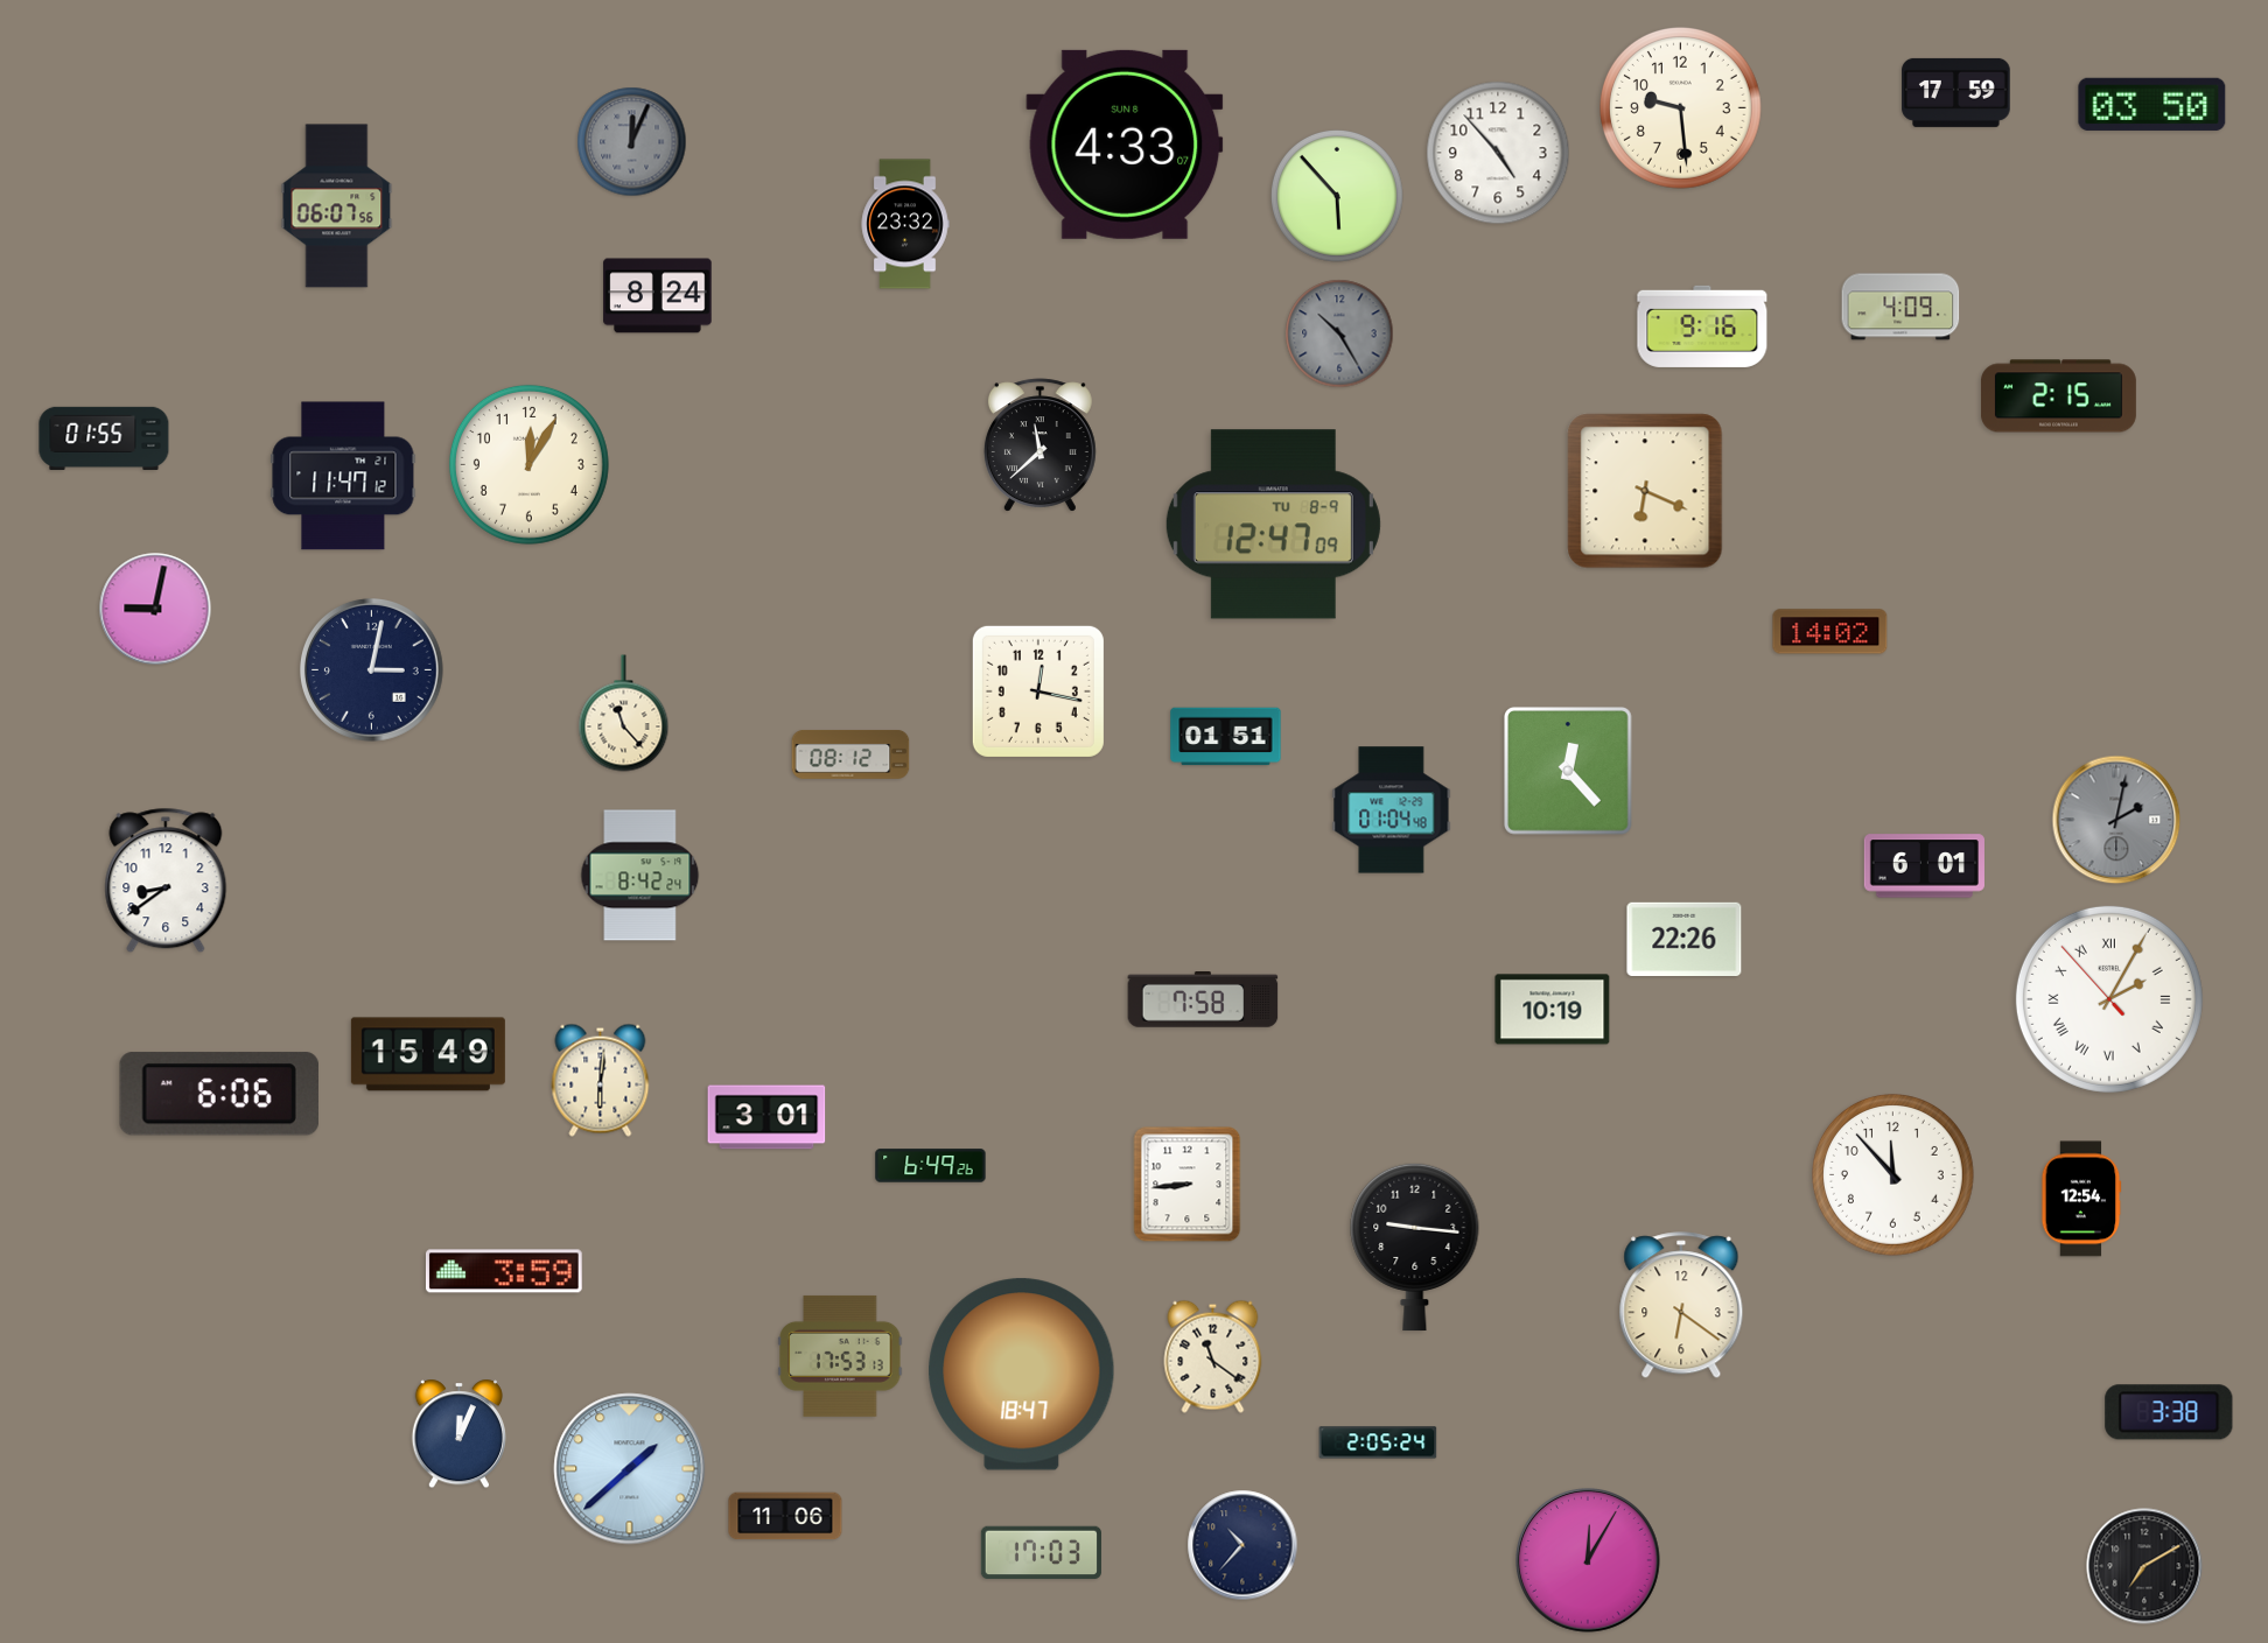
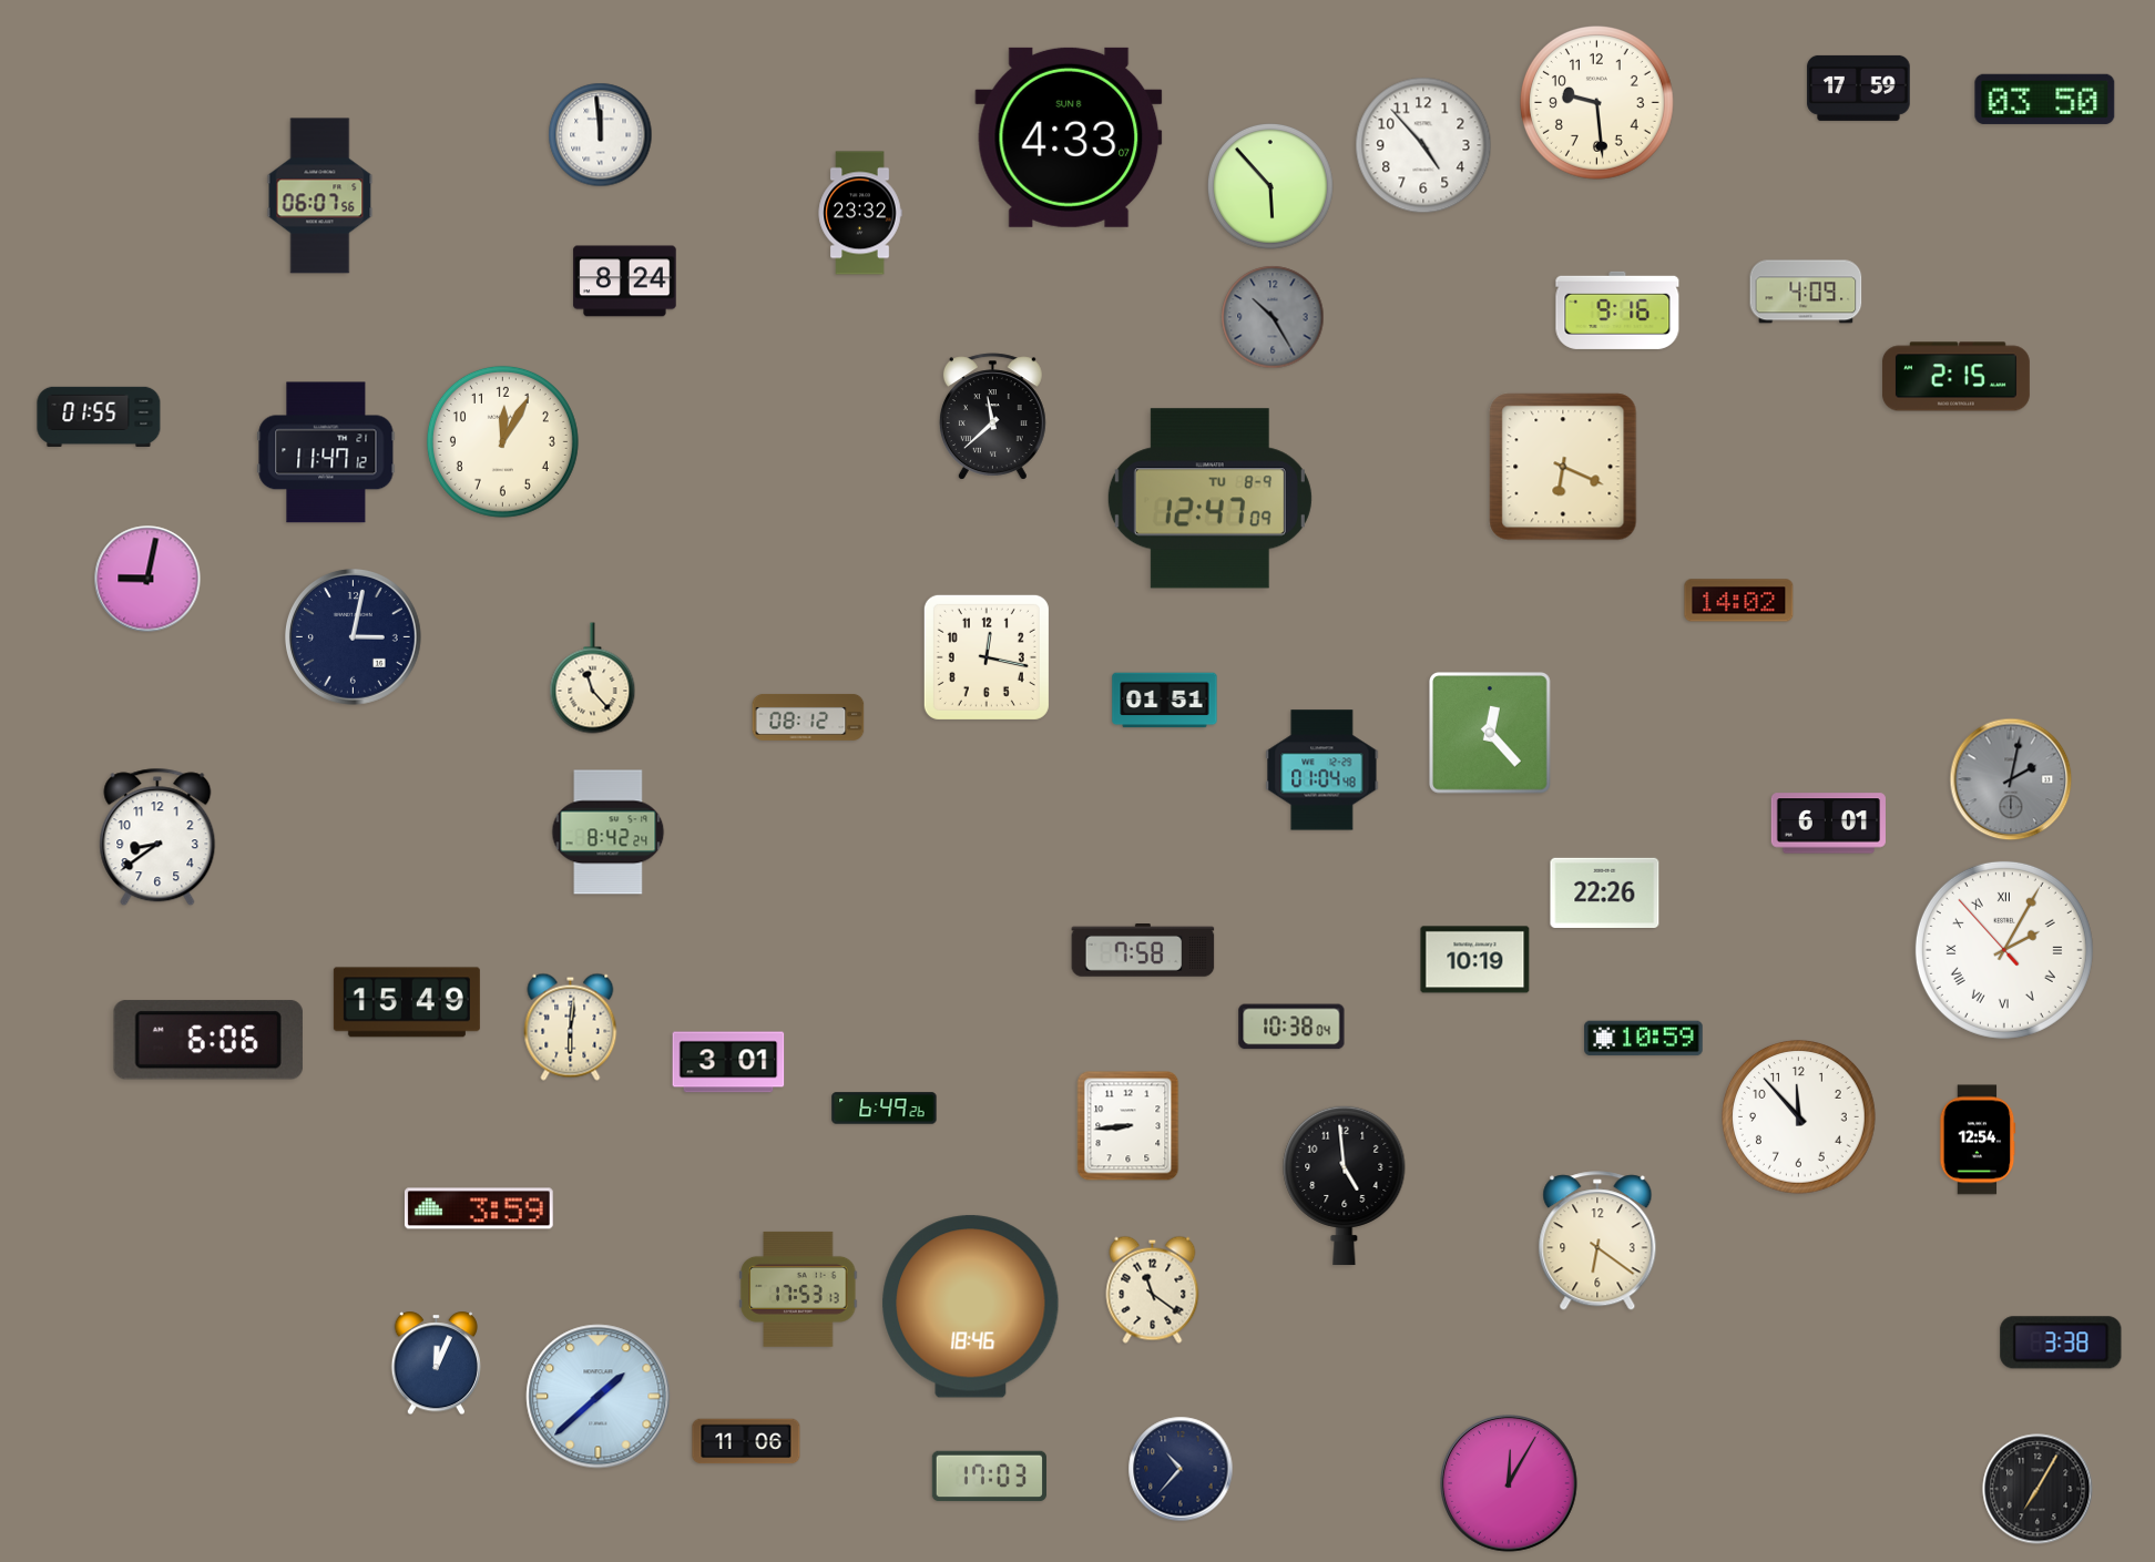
clock at (632, 142): 12:04 -> 11:59
clock at (632, 142) dial: grey -> white
clock at (1039, 445) position: (1039, 445) -> (992, 417)
clock at (1685, 939) position: (1685, 939) -> (1605, 892)
clock at (1291, 1027): none -> 10:38
clock at (1644, 1039): none -> 10:59
clock at (1415, 1247): 9:16 -> 4:59
clock at (1022, 1375): 18:47 -> 18:46
clock at (1378, 1442): 2:05 -> none
clock at (2144, 1566): 7:10 -> 7:05
